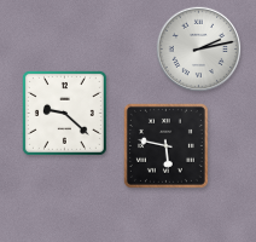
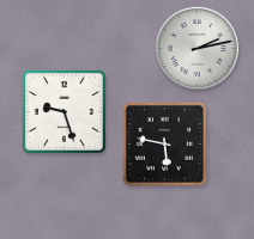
clock at (64, 113): 9:22 -> 9:27
